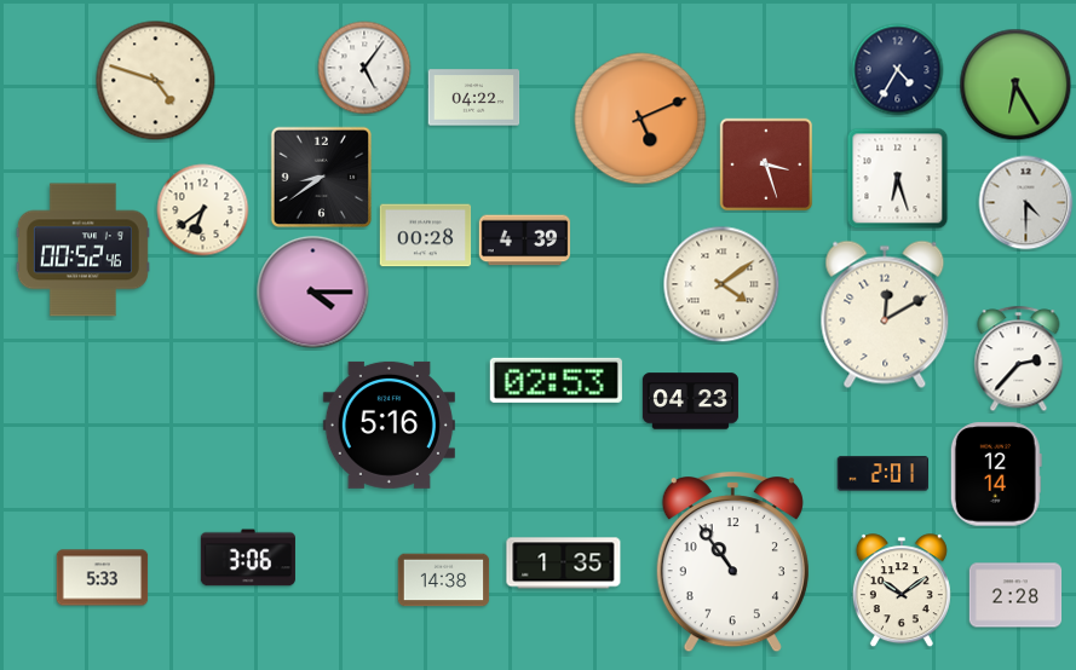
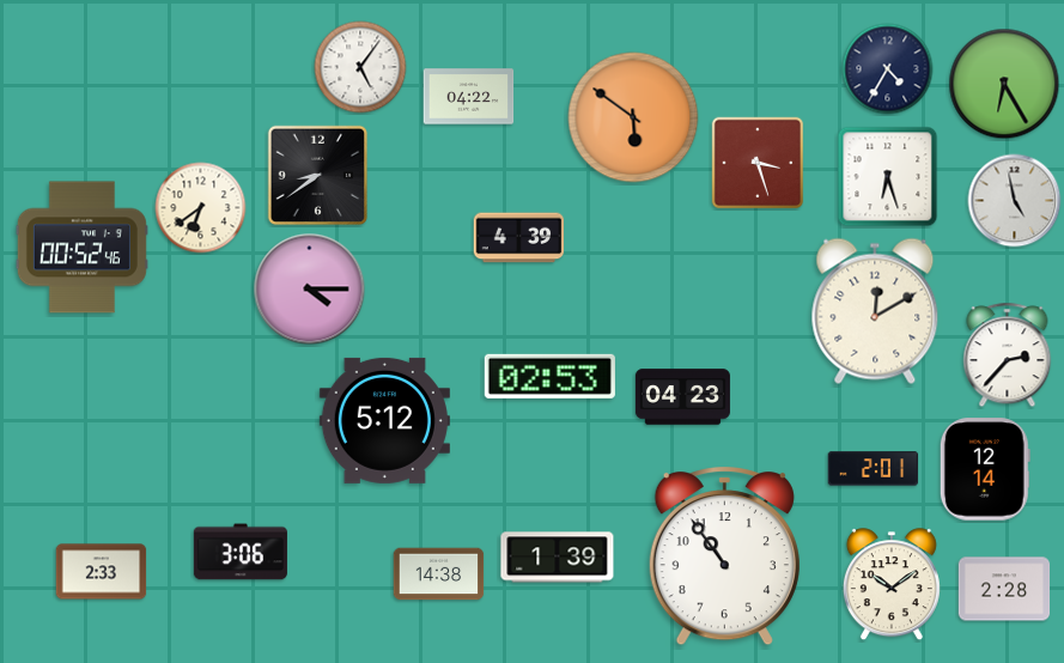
clock at (156, 81): 4:48 -> none
clock at (640, 119): 5:11 -> 5:51
clock at (1026, 203): 4:30 -> 4:58
clock at (426, 236): 00:28 -> none
clock at (721, 284): 4:09 -> none
clock at (389, 424): 5:16 -> 5:12
clock at (248, 558) position: (248, 558) -> (241, 552)
clock at (564, 564): 1:35 -> 1:39
clock at (103, 578): 5:33 -> 2:33
